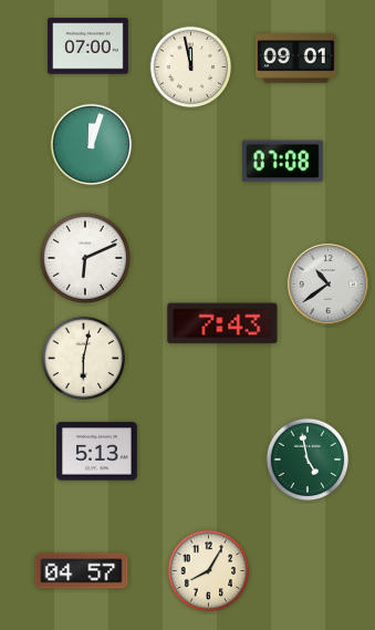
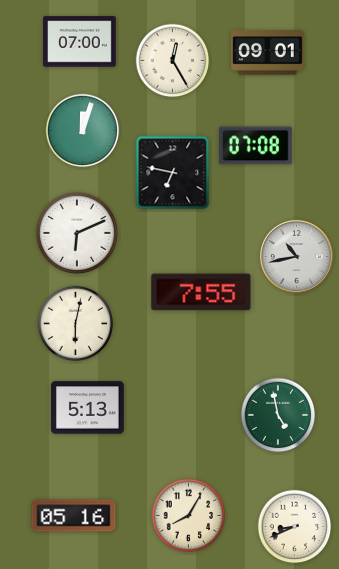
clock at (191, 68): 11:58 -> 12:25
clock at (173, 173): none -> 6:47
clock at (327, 283): 10:39 -> 10:43
clock at (222, 323): 7:43 -> 7:55
clock at (82, 571): 04:57 -> 05:16
clock at (295, 527): none -> 8:41
